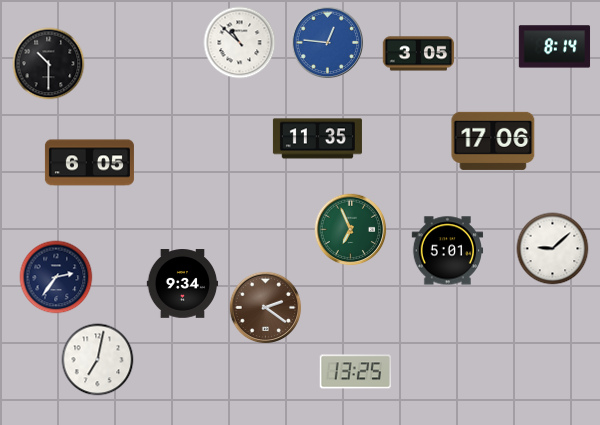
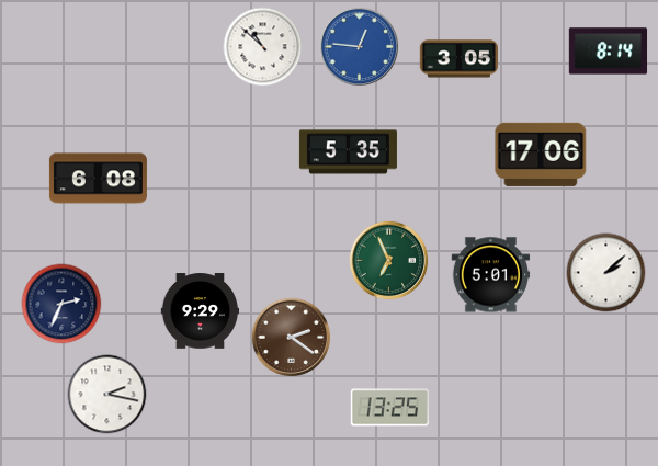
clock at (49, 64): 10:30 -> none
clock at (317, 139): 11:35 -> 5:35
clock at (89, 163): 6:05 -> 6:08
clock at (351, 230) position: (351, 230) -> (389, 261)
clock at (553, 249): 9:08 -> 2:08
clock at (56, 277): 2:36 -> 2:34
clock at (183, 284): 9:34 -> 9:29
clock at (98, 360): 7:02 -> 2:17
